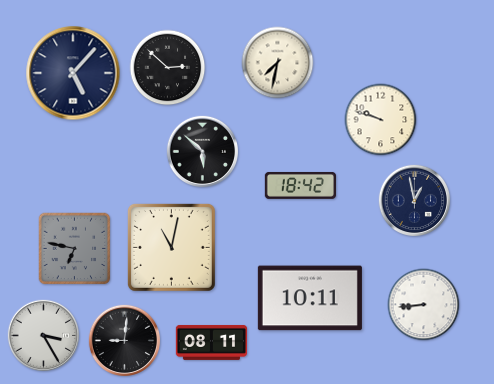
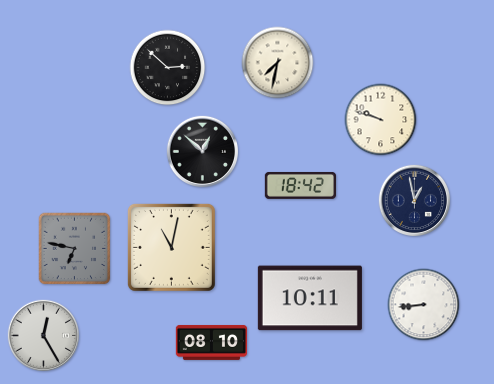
clock at (73, 73): 5:07 -> none
clock at (203, 152): 5:52 -> 12:52
clock at (44, 336): 3:25 -> 12:25
clock at (125, 341): 9:01 -> none
clock at (211, 342): 08:11 -> 08:10
